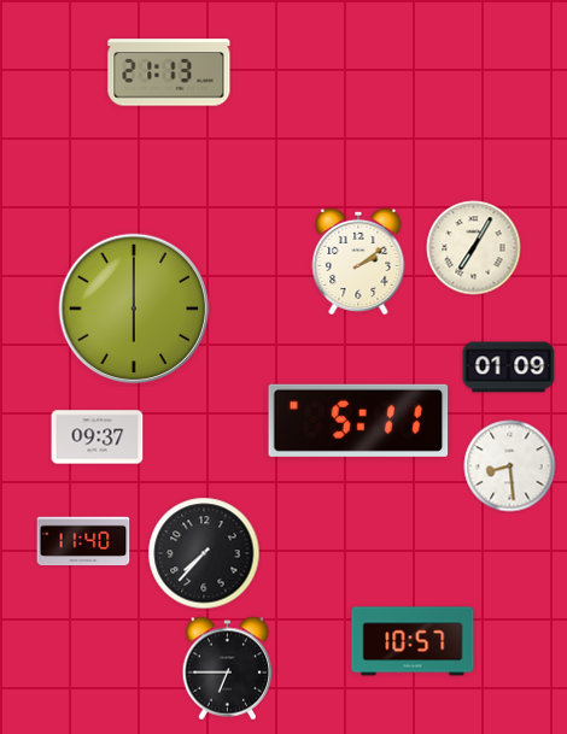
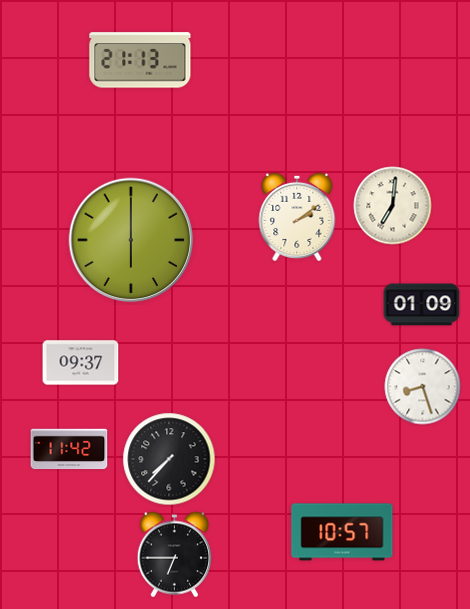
clock at (474, 248): 7:05 -> 7:01
clock at (134, 309) position: (134, 309) -> (131, 240)
clock at (358, 421): 5:11 -> none
clock at (510, 466): 8:29 -> 8:27
clock at (83, 541): 11:40 -> 11:42
clock at (228, 669) position: (228, 669) -> (175, 555)
